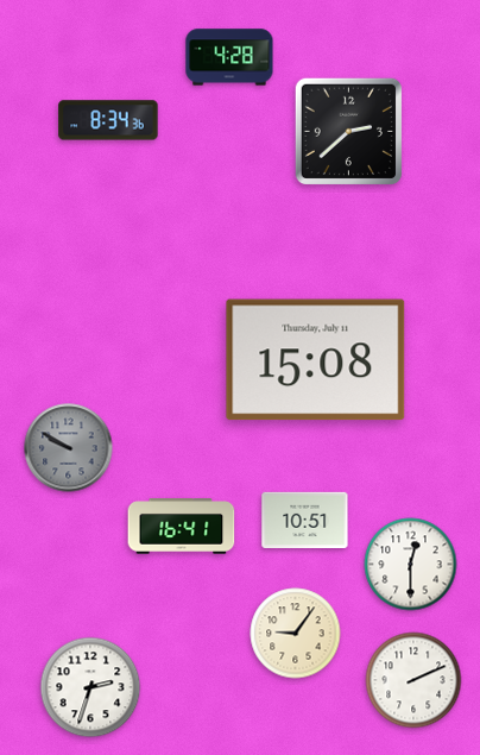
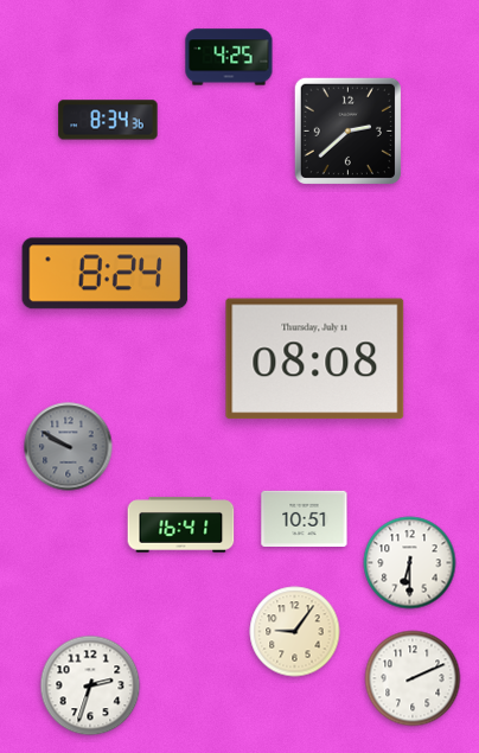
clock at (229, 57): 4:28 -> 4:25
clock at (106, 274): none -> 8:24
clock at (316, 360): 15:08 -> 08:08
clock at (411, 565): 12:30 -> 6:30
